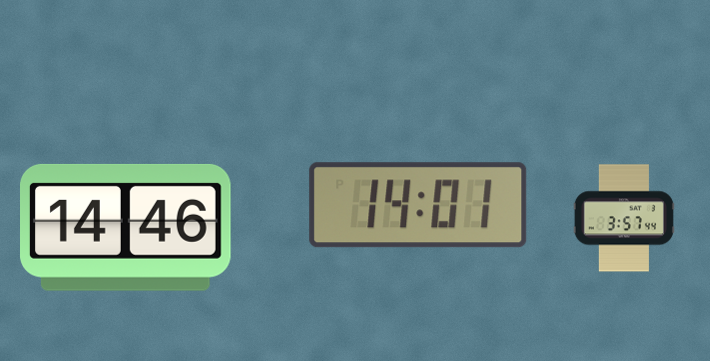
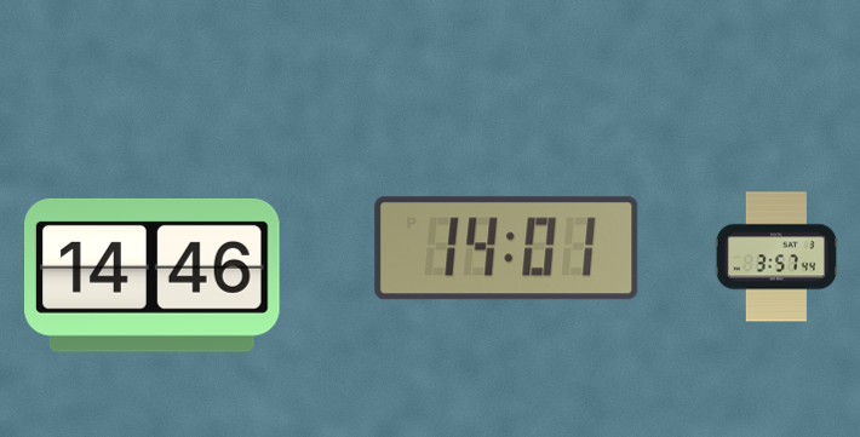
clock at (624, 218) position: (624, 218) -> (776, 257)
